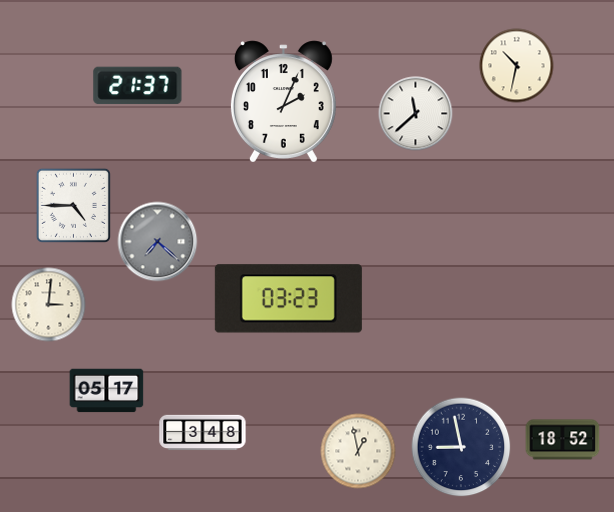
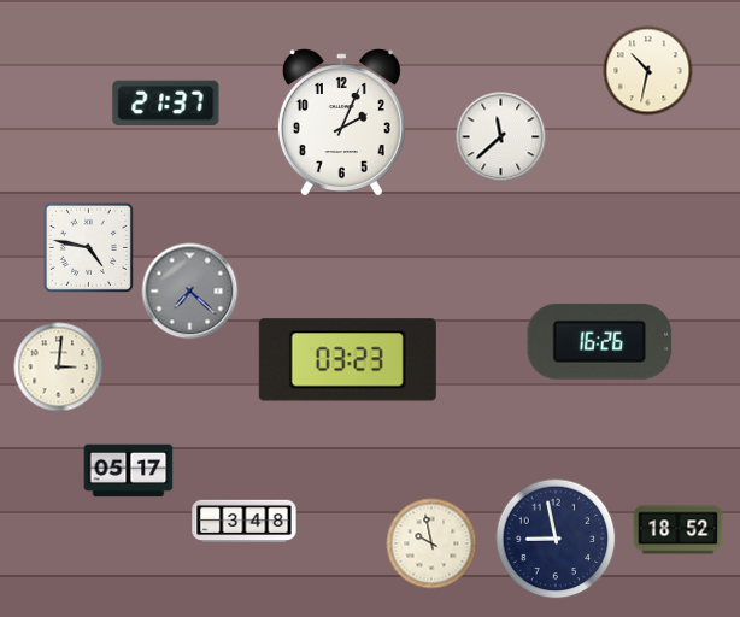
clock at (517, 66) position: (517, 66) -> (648, 71)
clock at (73, 205): 4:45 -> 4:47
clock at (600, 341): none -> 16:26
clock at (358, 451): 12:58 -> 9:58
